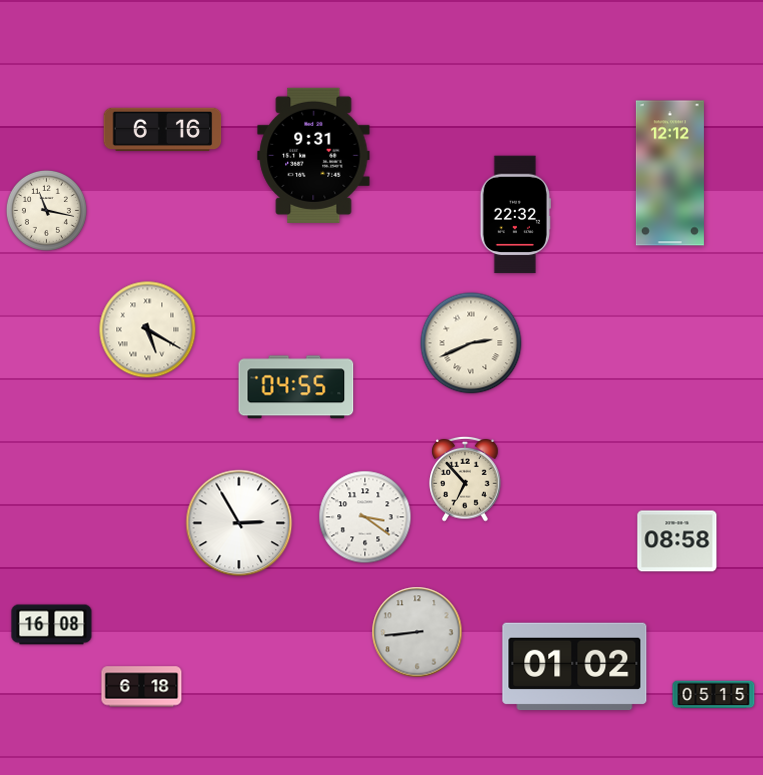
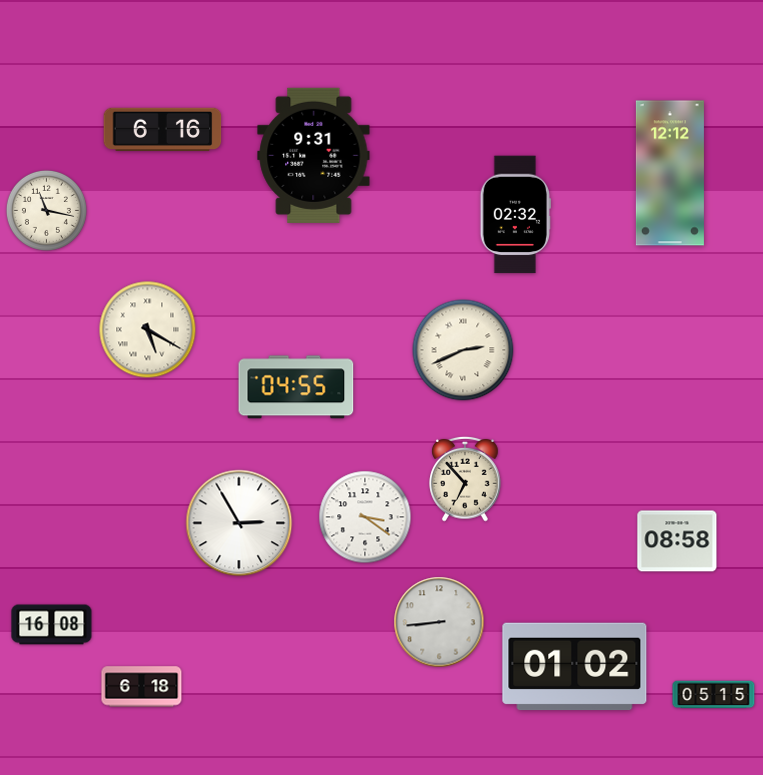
clock at (515, 215): 22:32 -> 02:32
clock at (471, 343) position: (471, 343) -> (463, 350)
clock at (417, 632) position: (417, 632) -> (439, 622)
